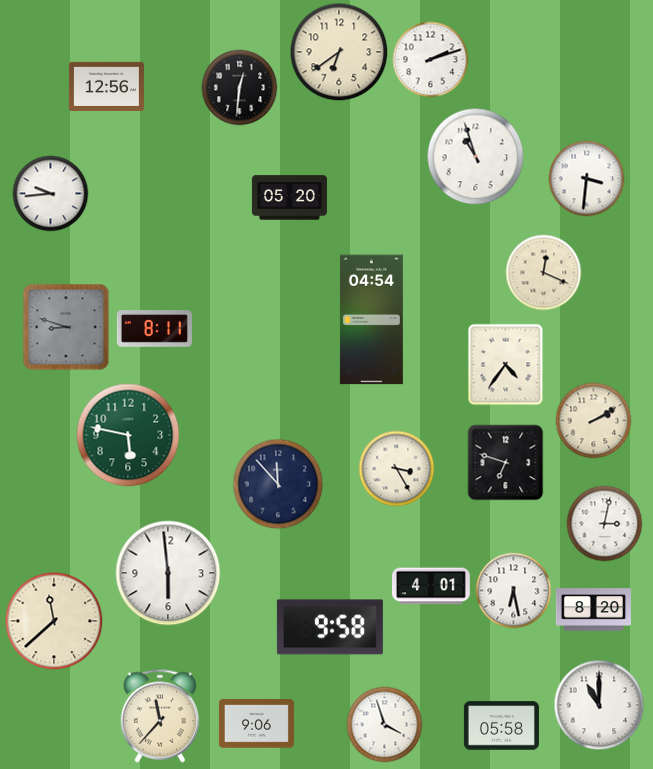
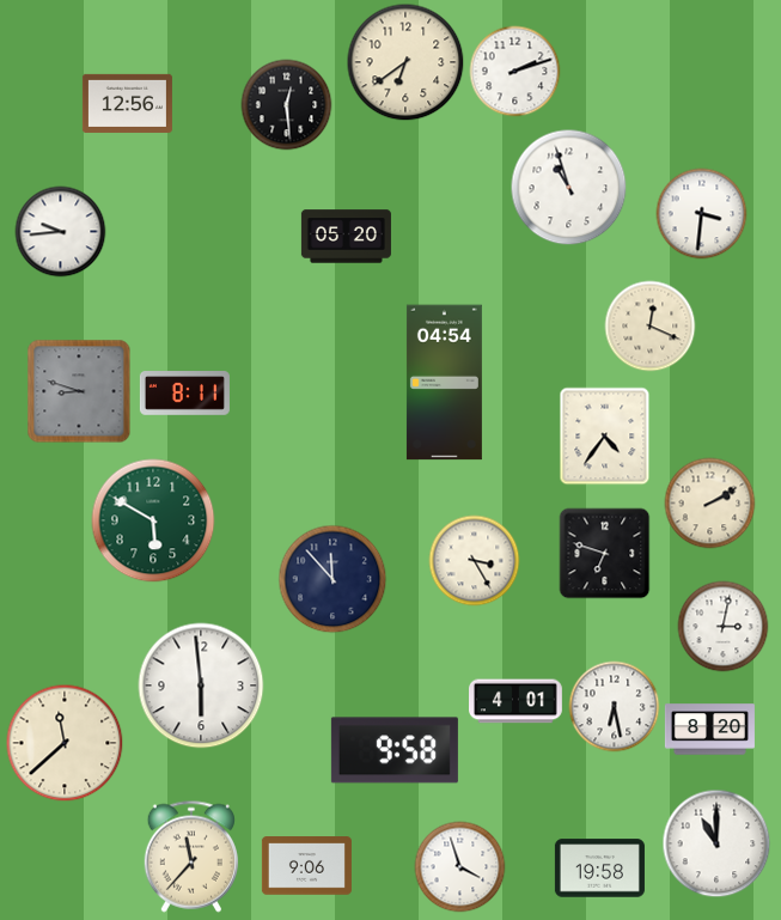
clock at (240, 88): 12:31 -> 12:29
clock at (128, 435): 5:47 -> 5:50
clock at (501, 726): 05:58 -> 19:58
